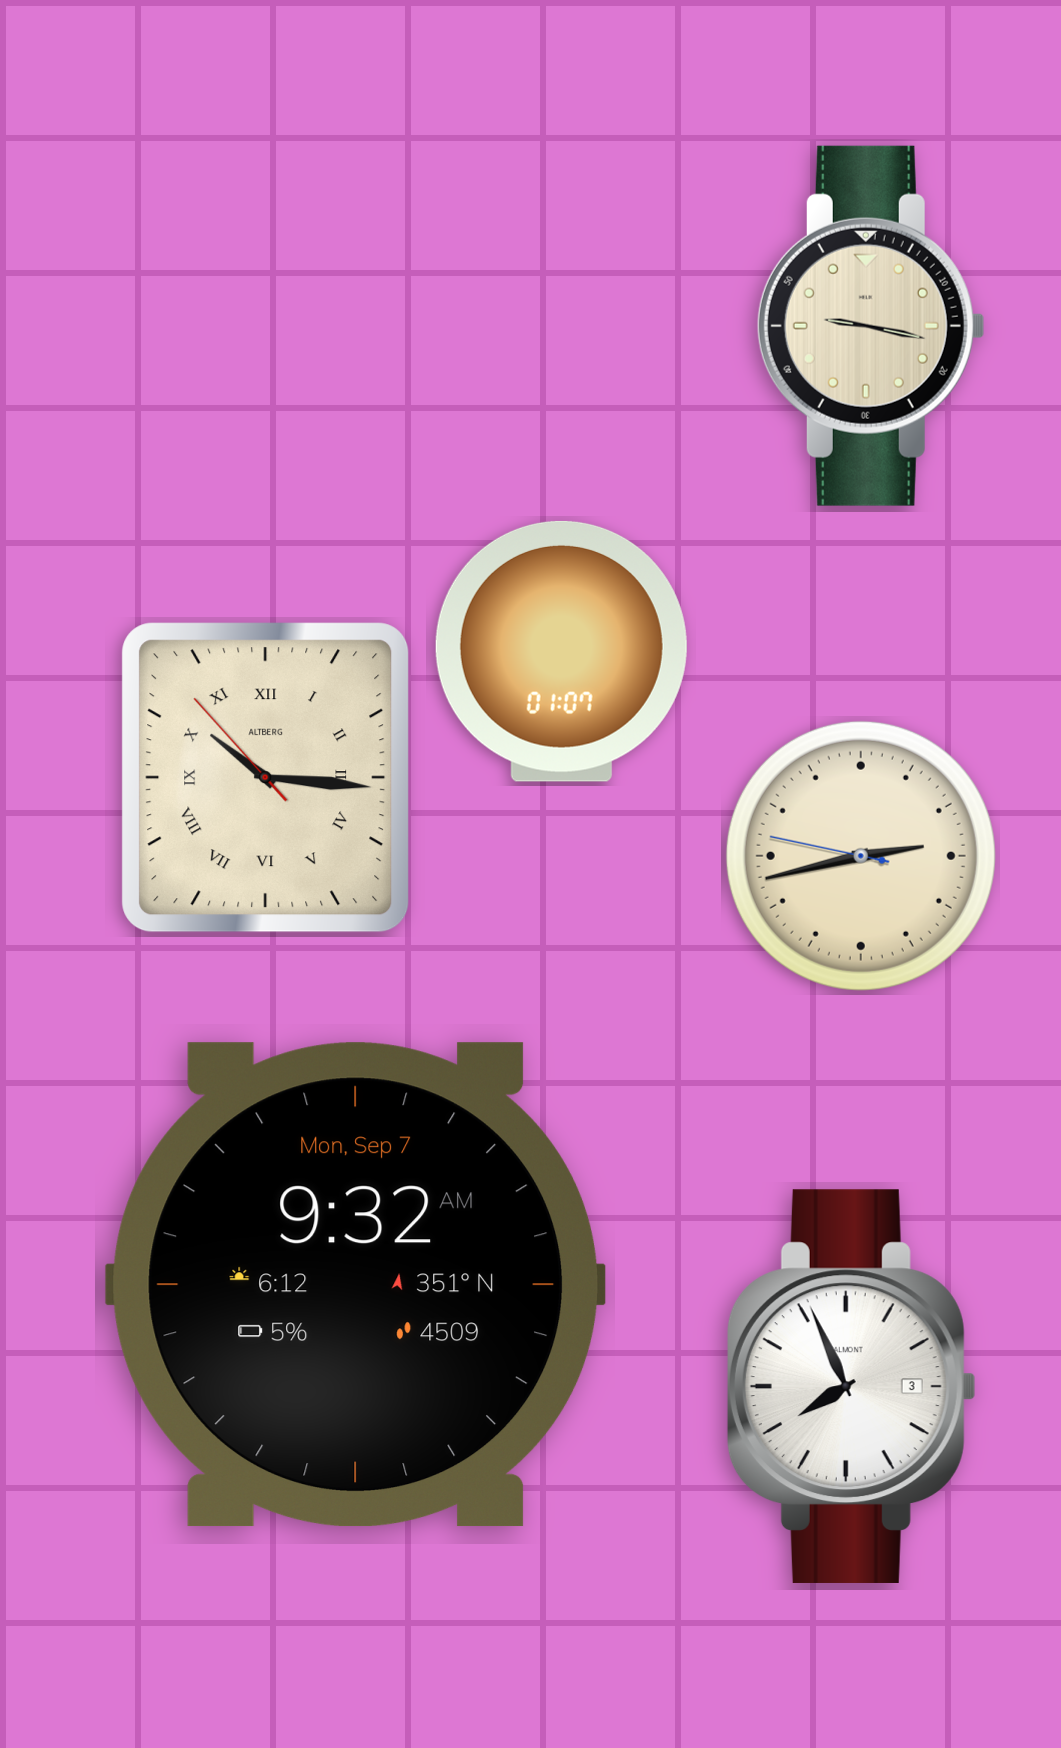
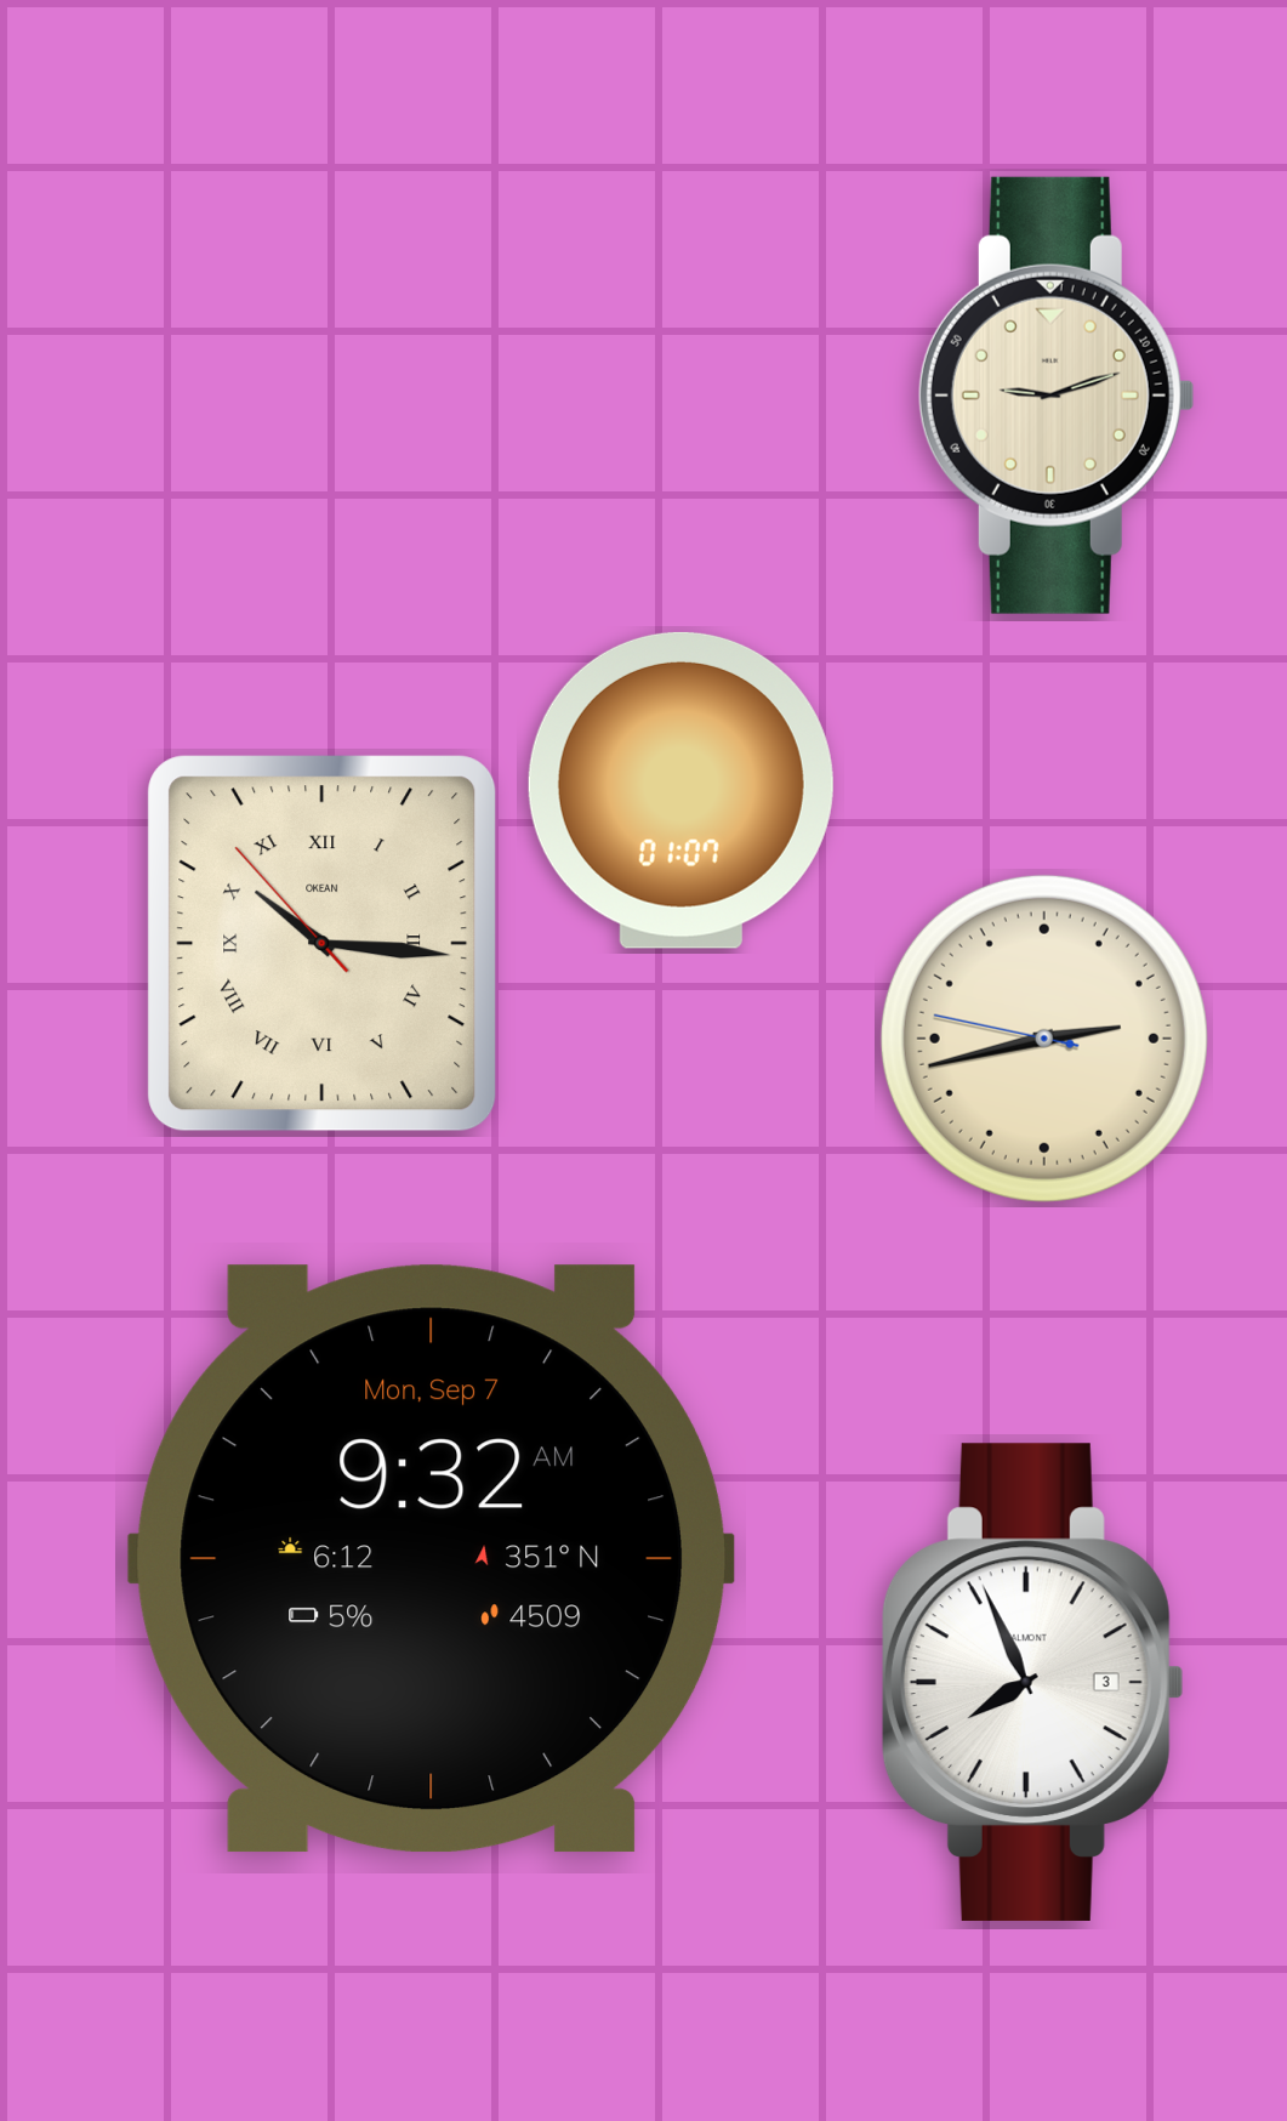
clock at (871, 326): 9:17 -> 9:12
clock at (266, 778) brand: ALTBERG -> OKEAN
